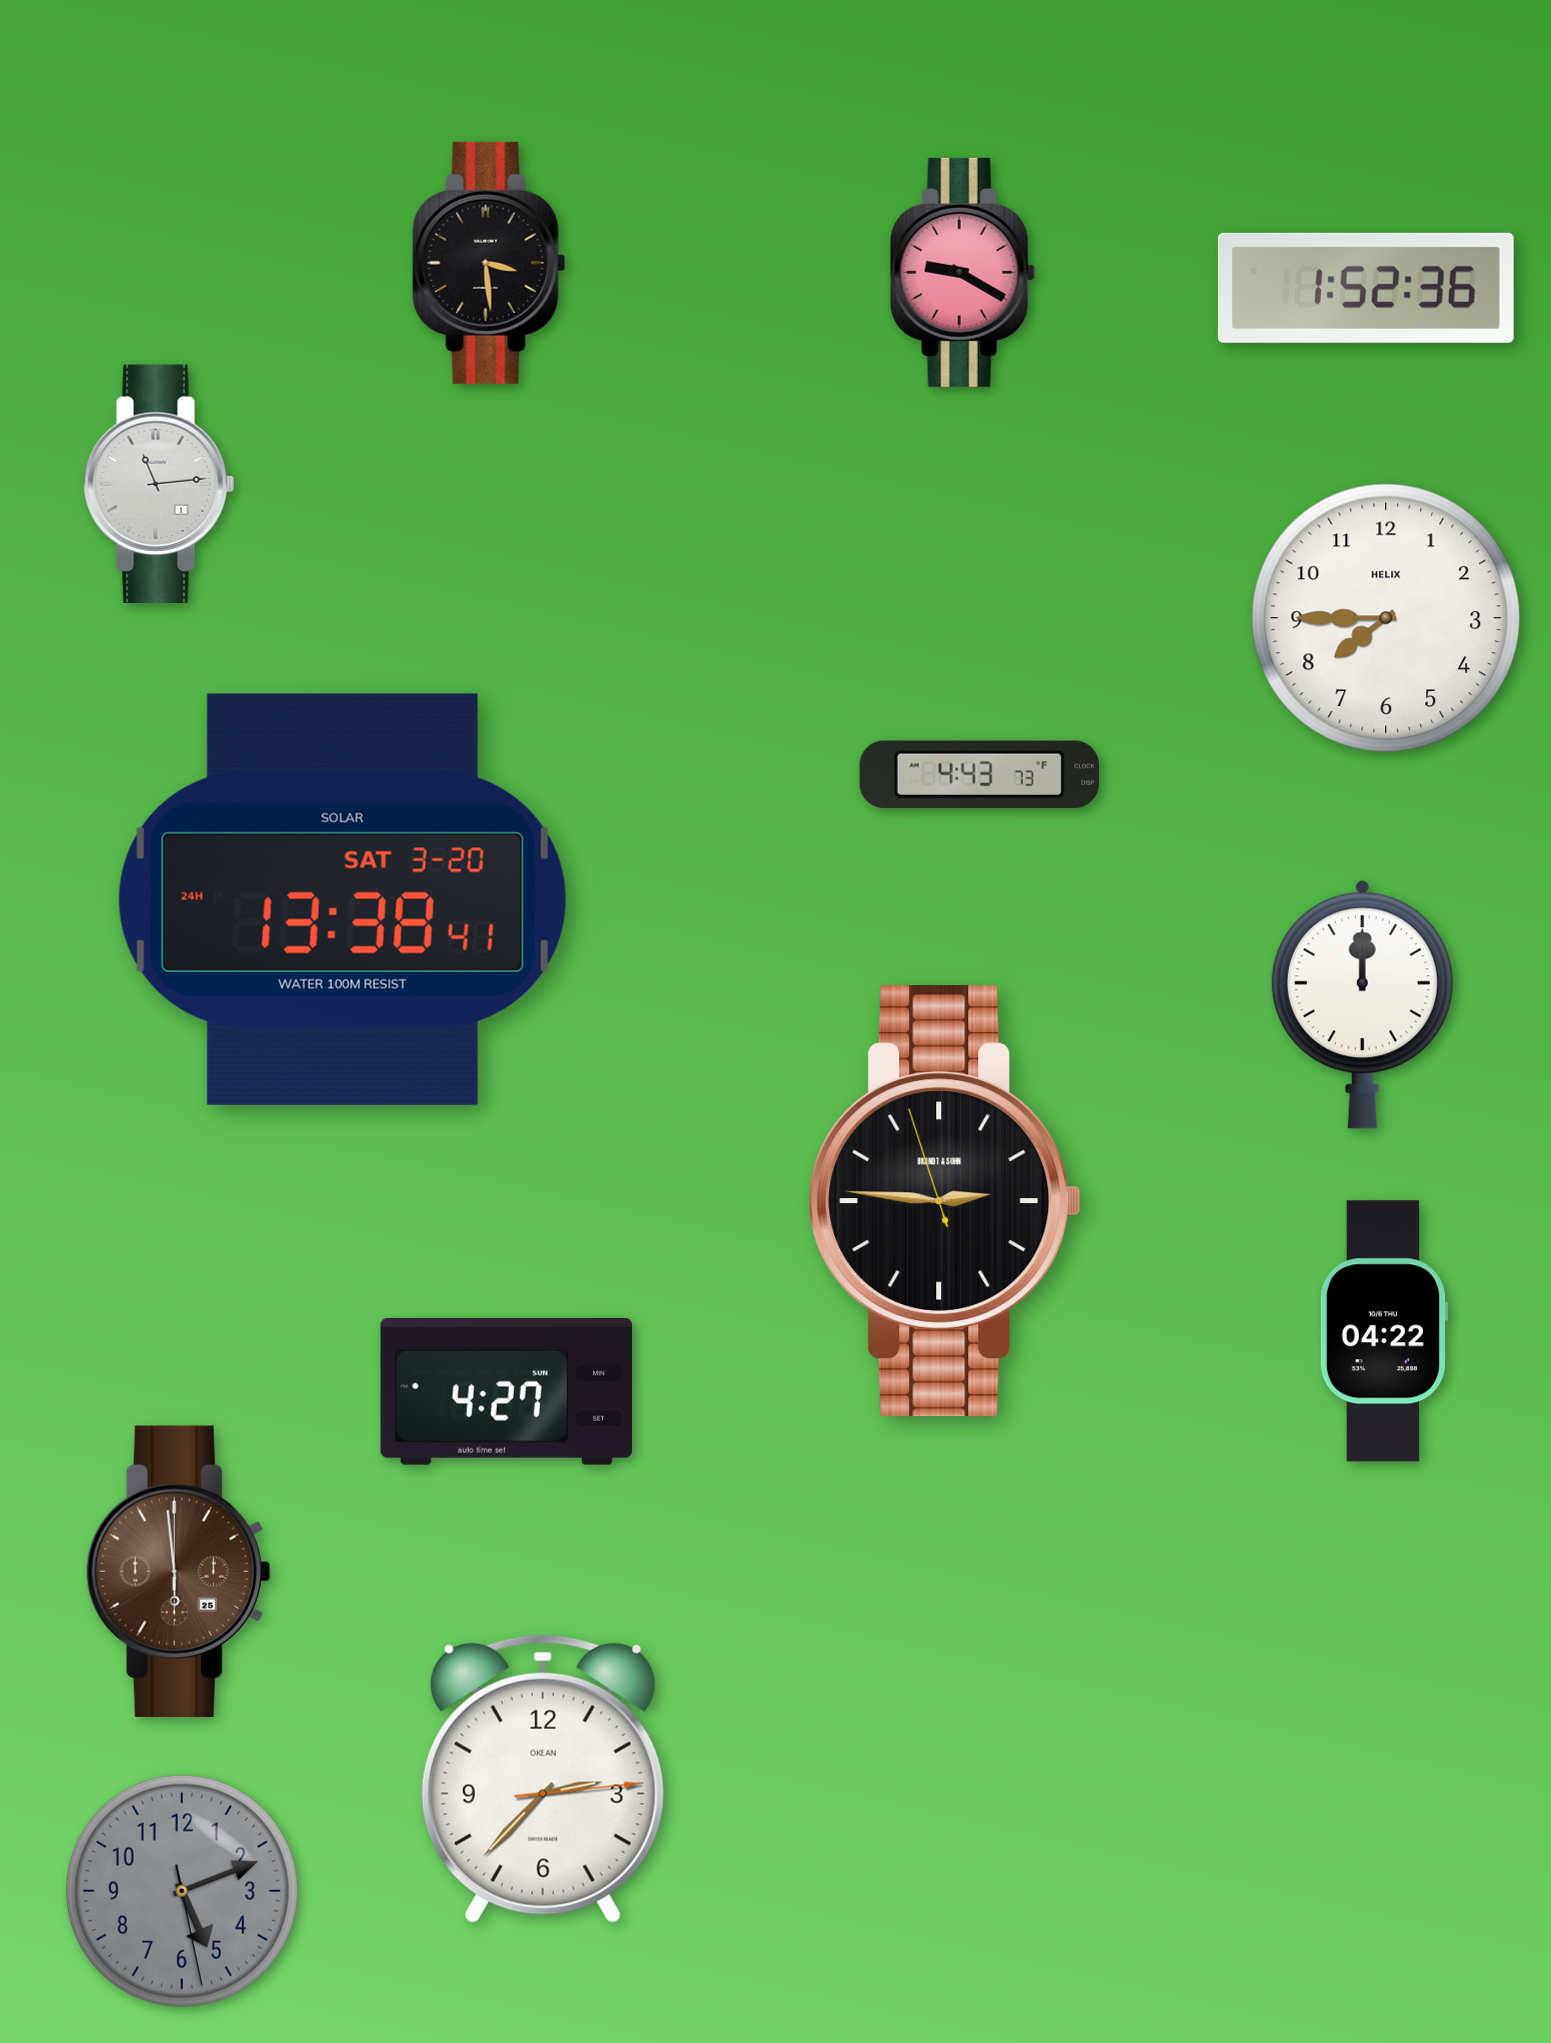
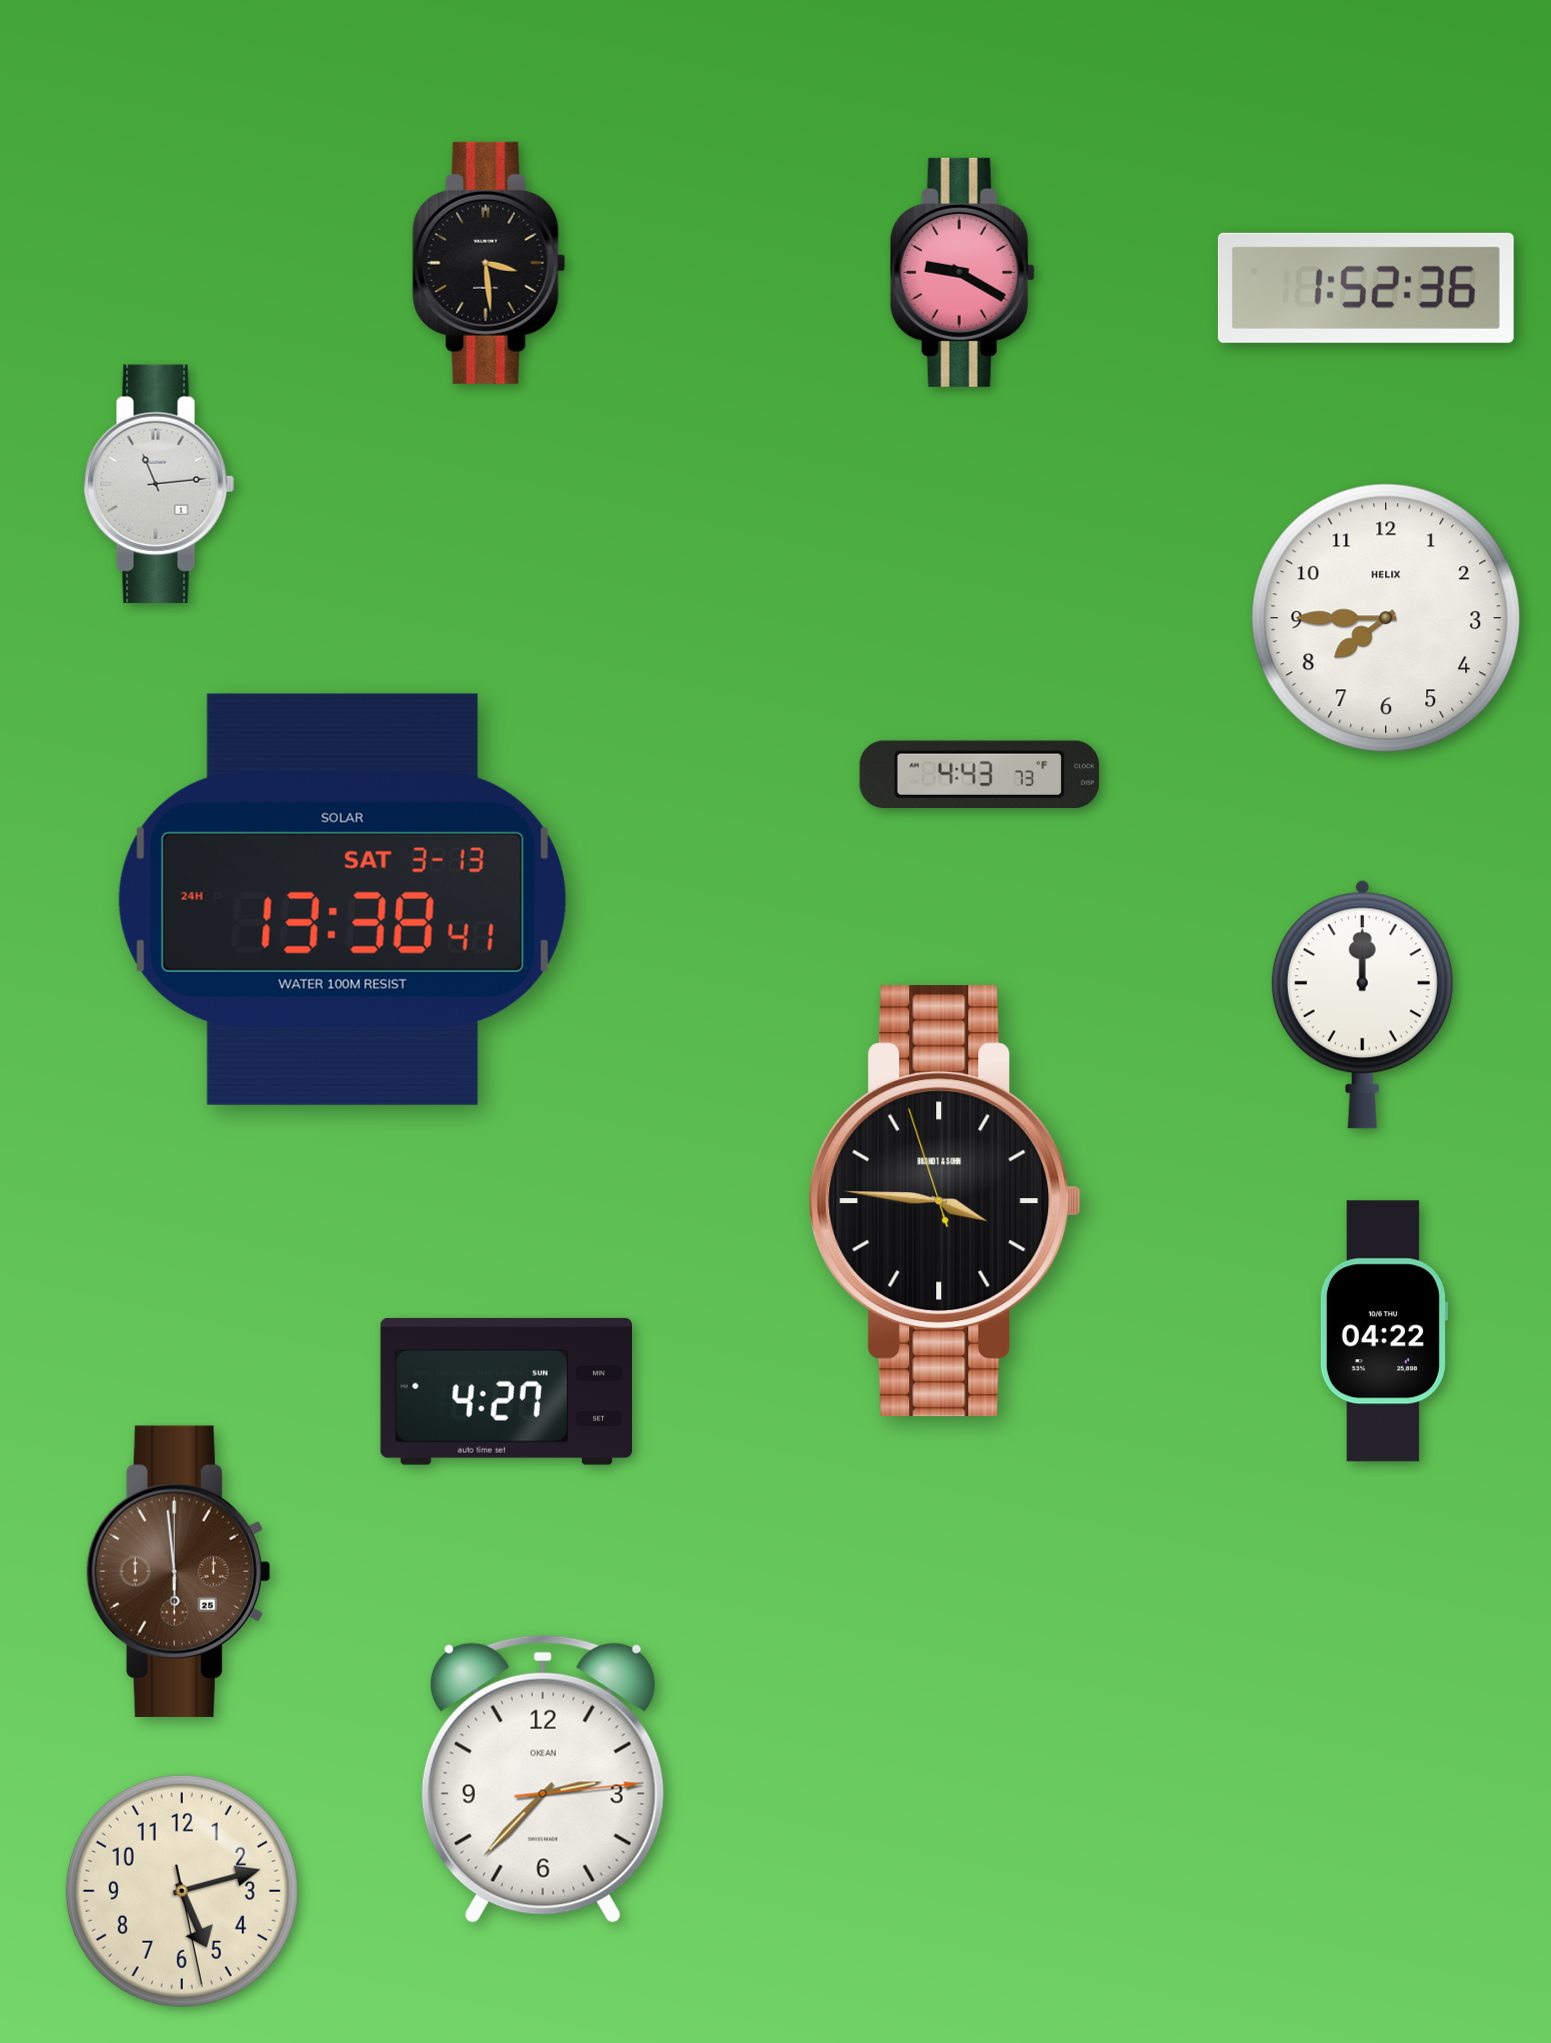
clock at (342, 899) date: SAT 3-20 -> SAT 3-13
clock at (945, 1201): 2:45 -> 3:45
clock at (182, 1891): 5:11 -> 5:12
clock at (182, 1891) dial: grey -> cream
